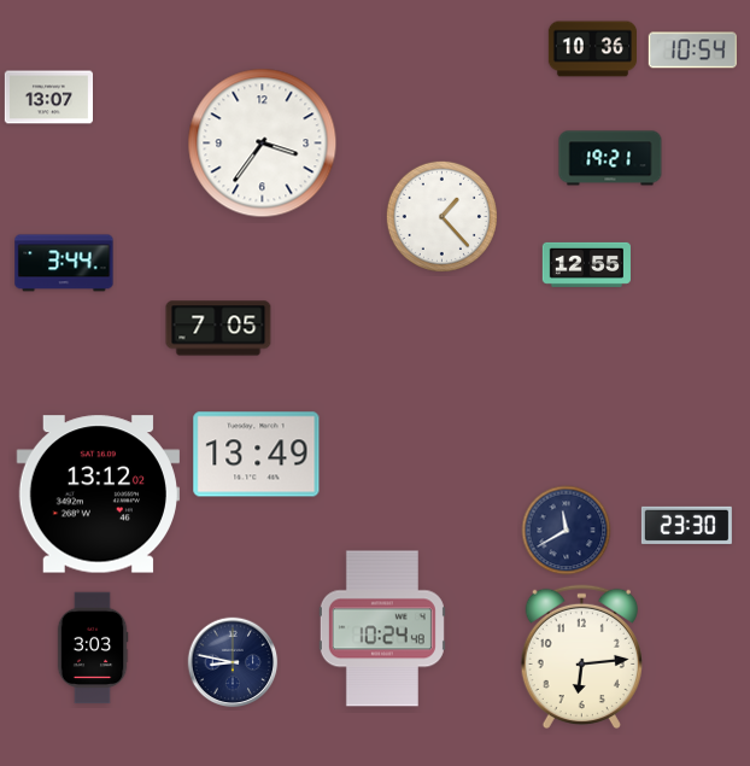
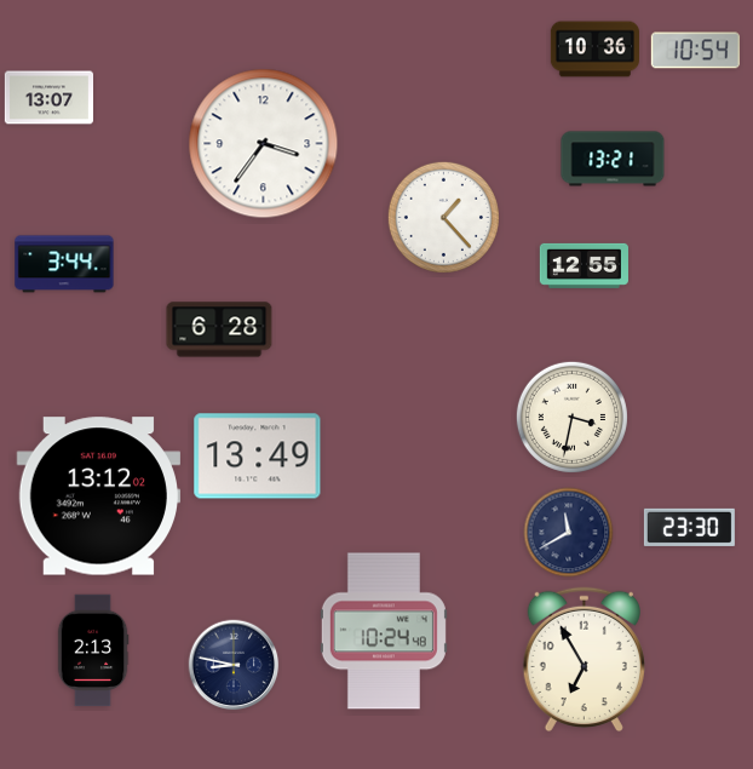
clock at (610, 158): 19:21 -> 13:21
clock at (586, 264) position: (586, 264) -> (584, 265)
clock at (218, 328): 7:05 -> 6:28
clock at (571, 417): none -> 3:32
clock at (93, 648): 3:03 -> 2:13
clock at (581, 657): 6:14 -> 6:55
